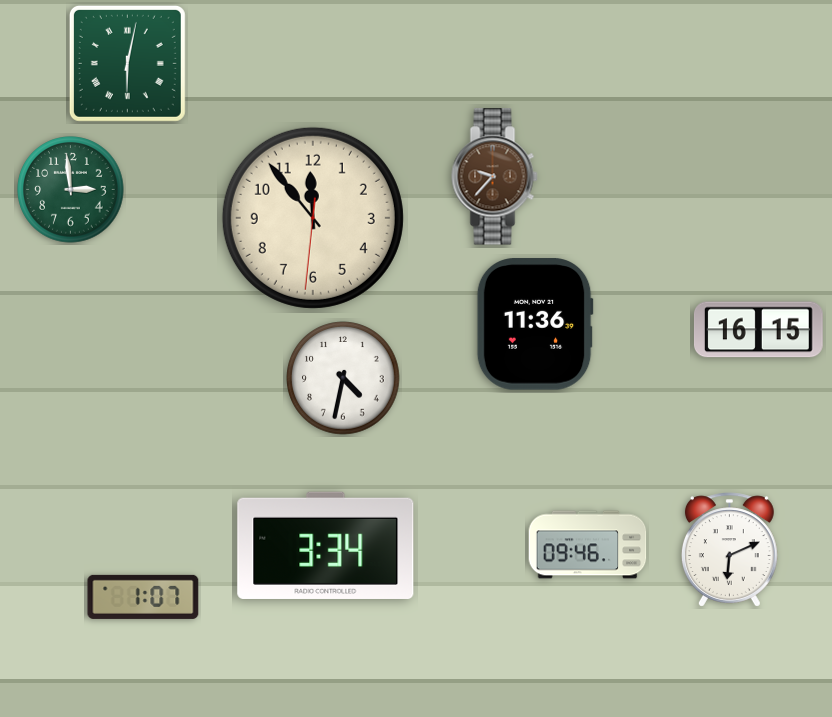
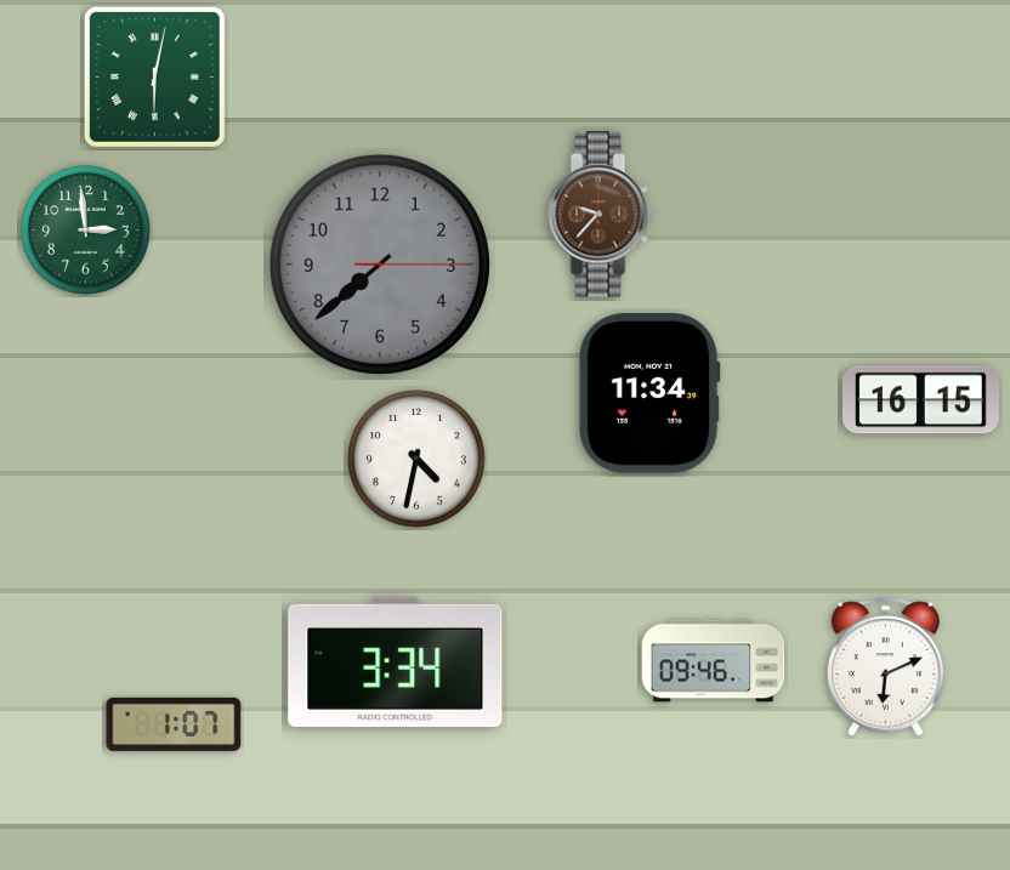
clock at (313, 218): 11:53 -> 7:38
clock at (313, 218) dial: cream -> grey
clock at (535, 324): 11:36 -> 11:34
